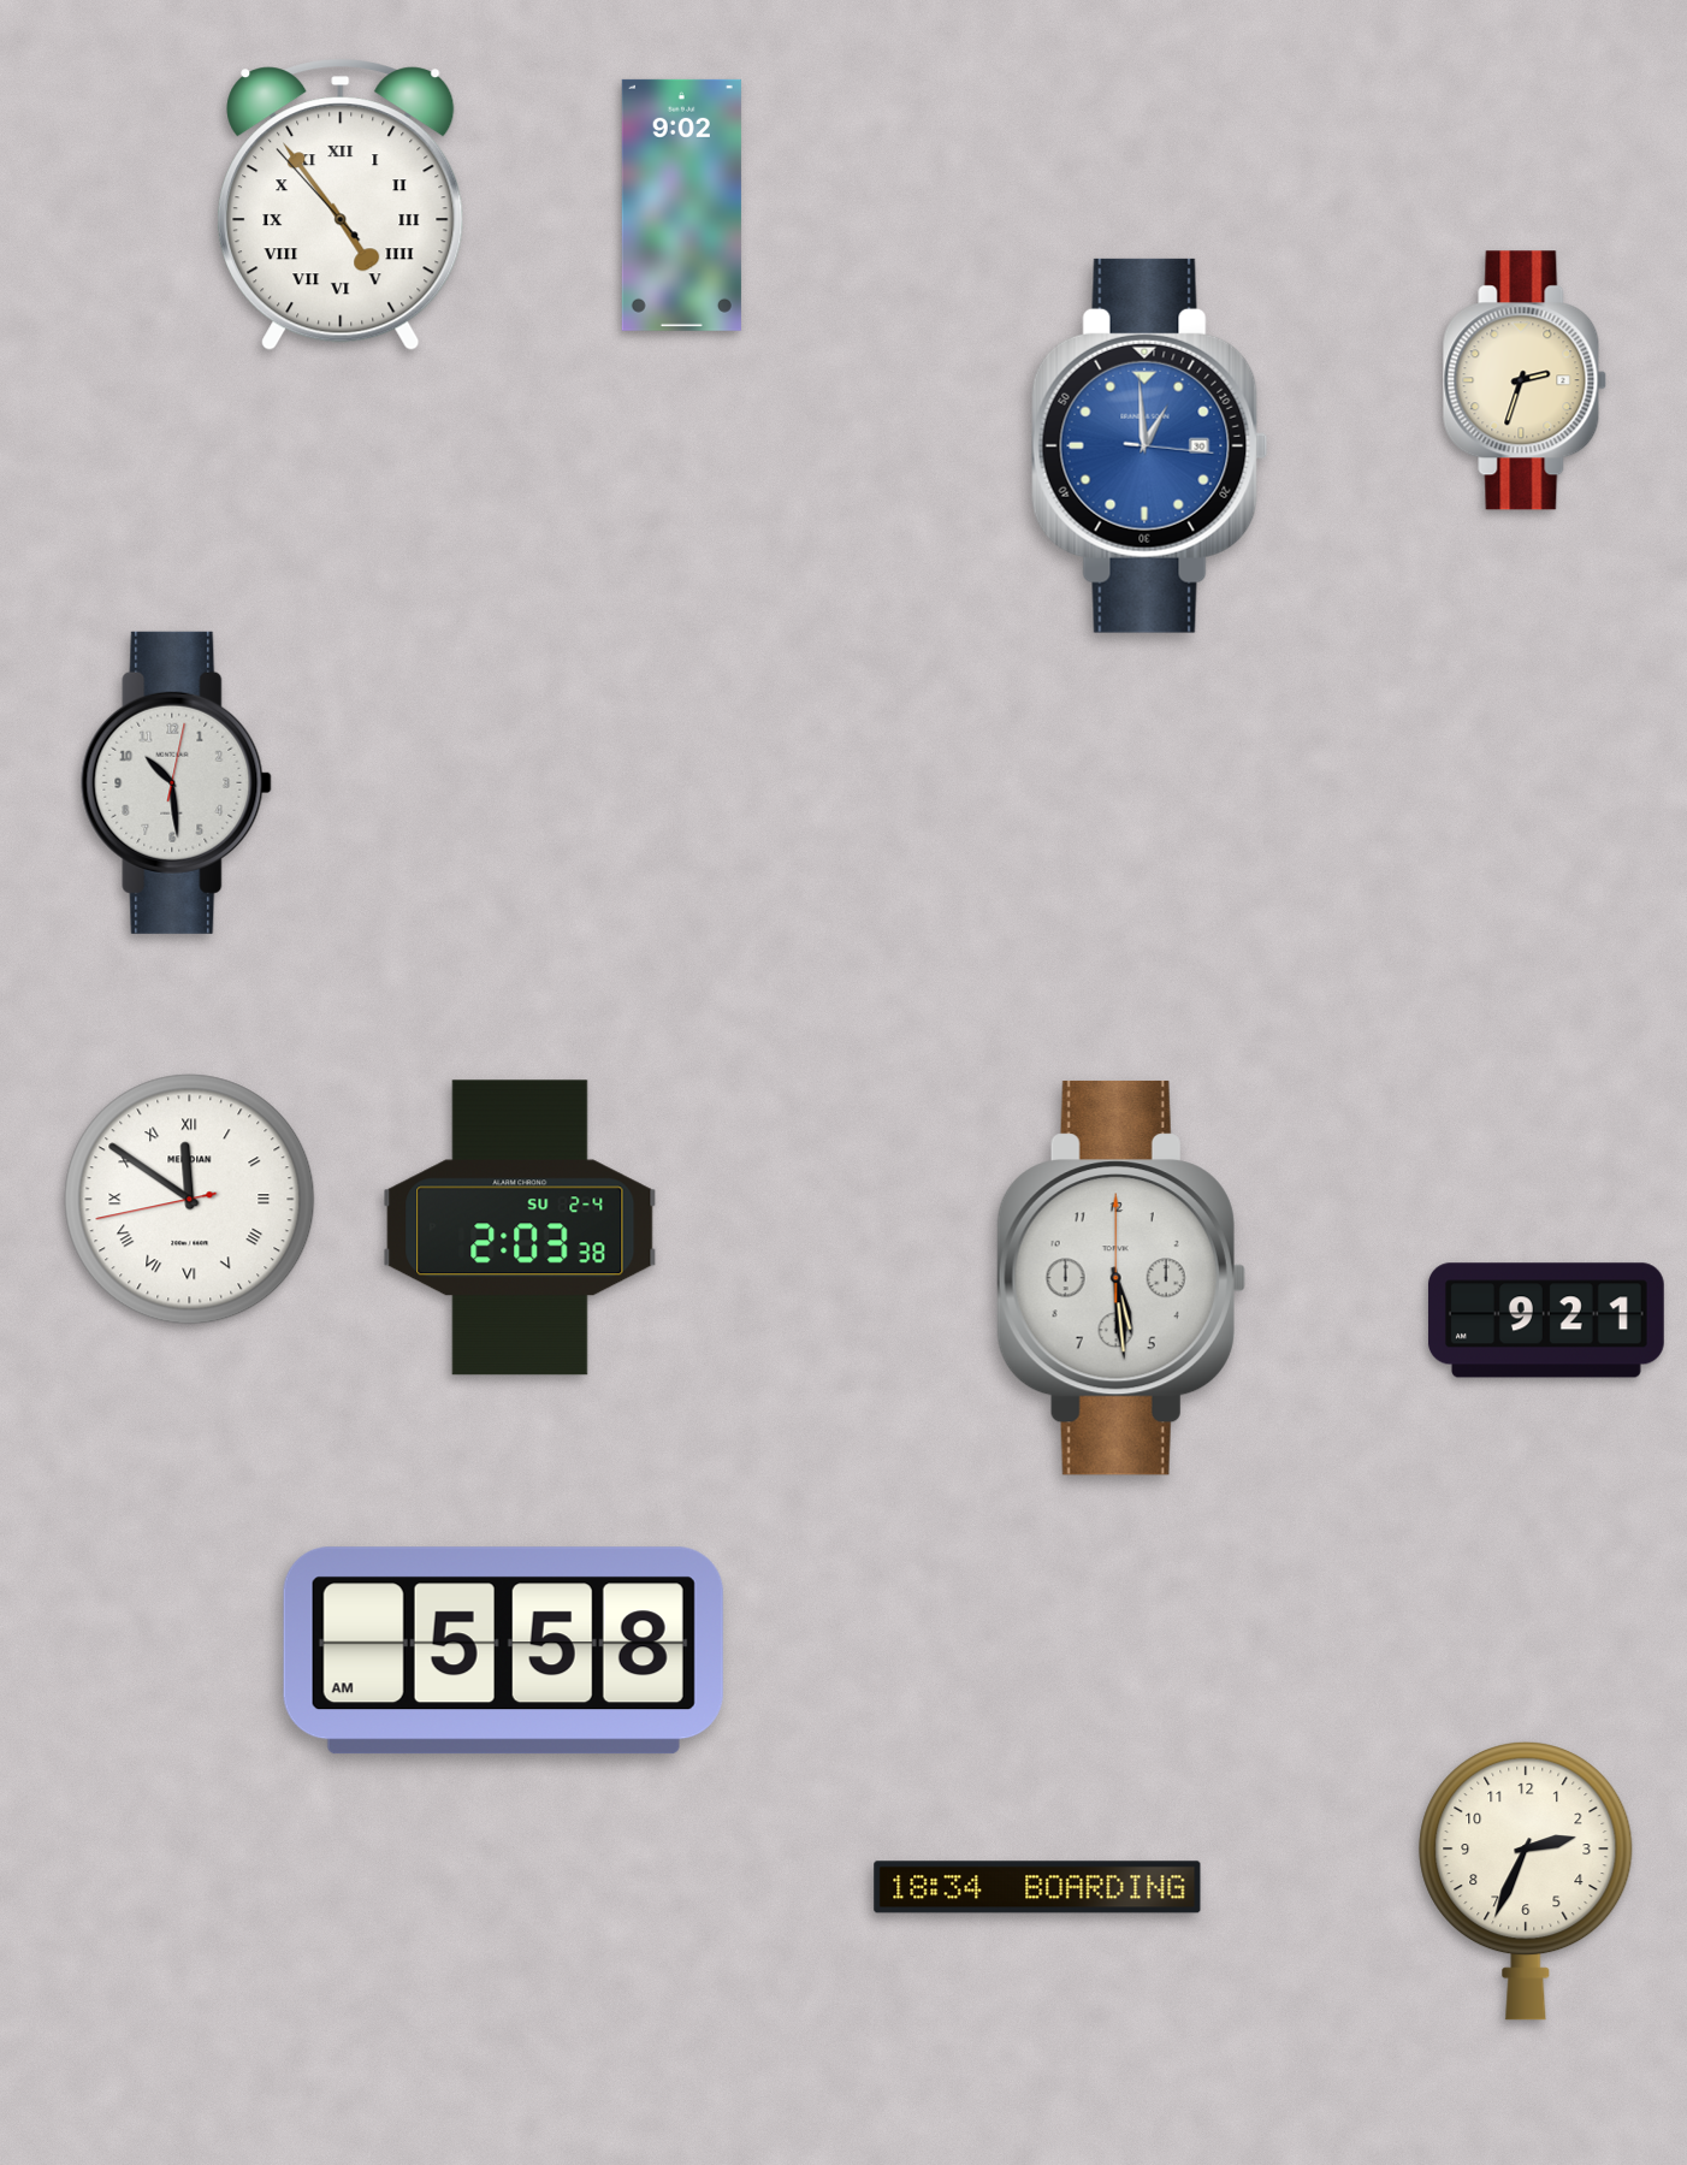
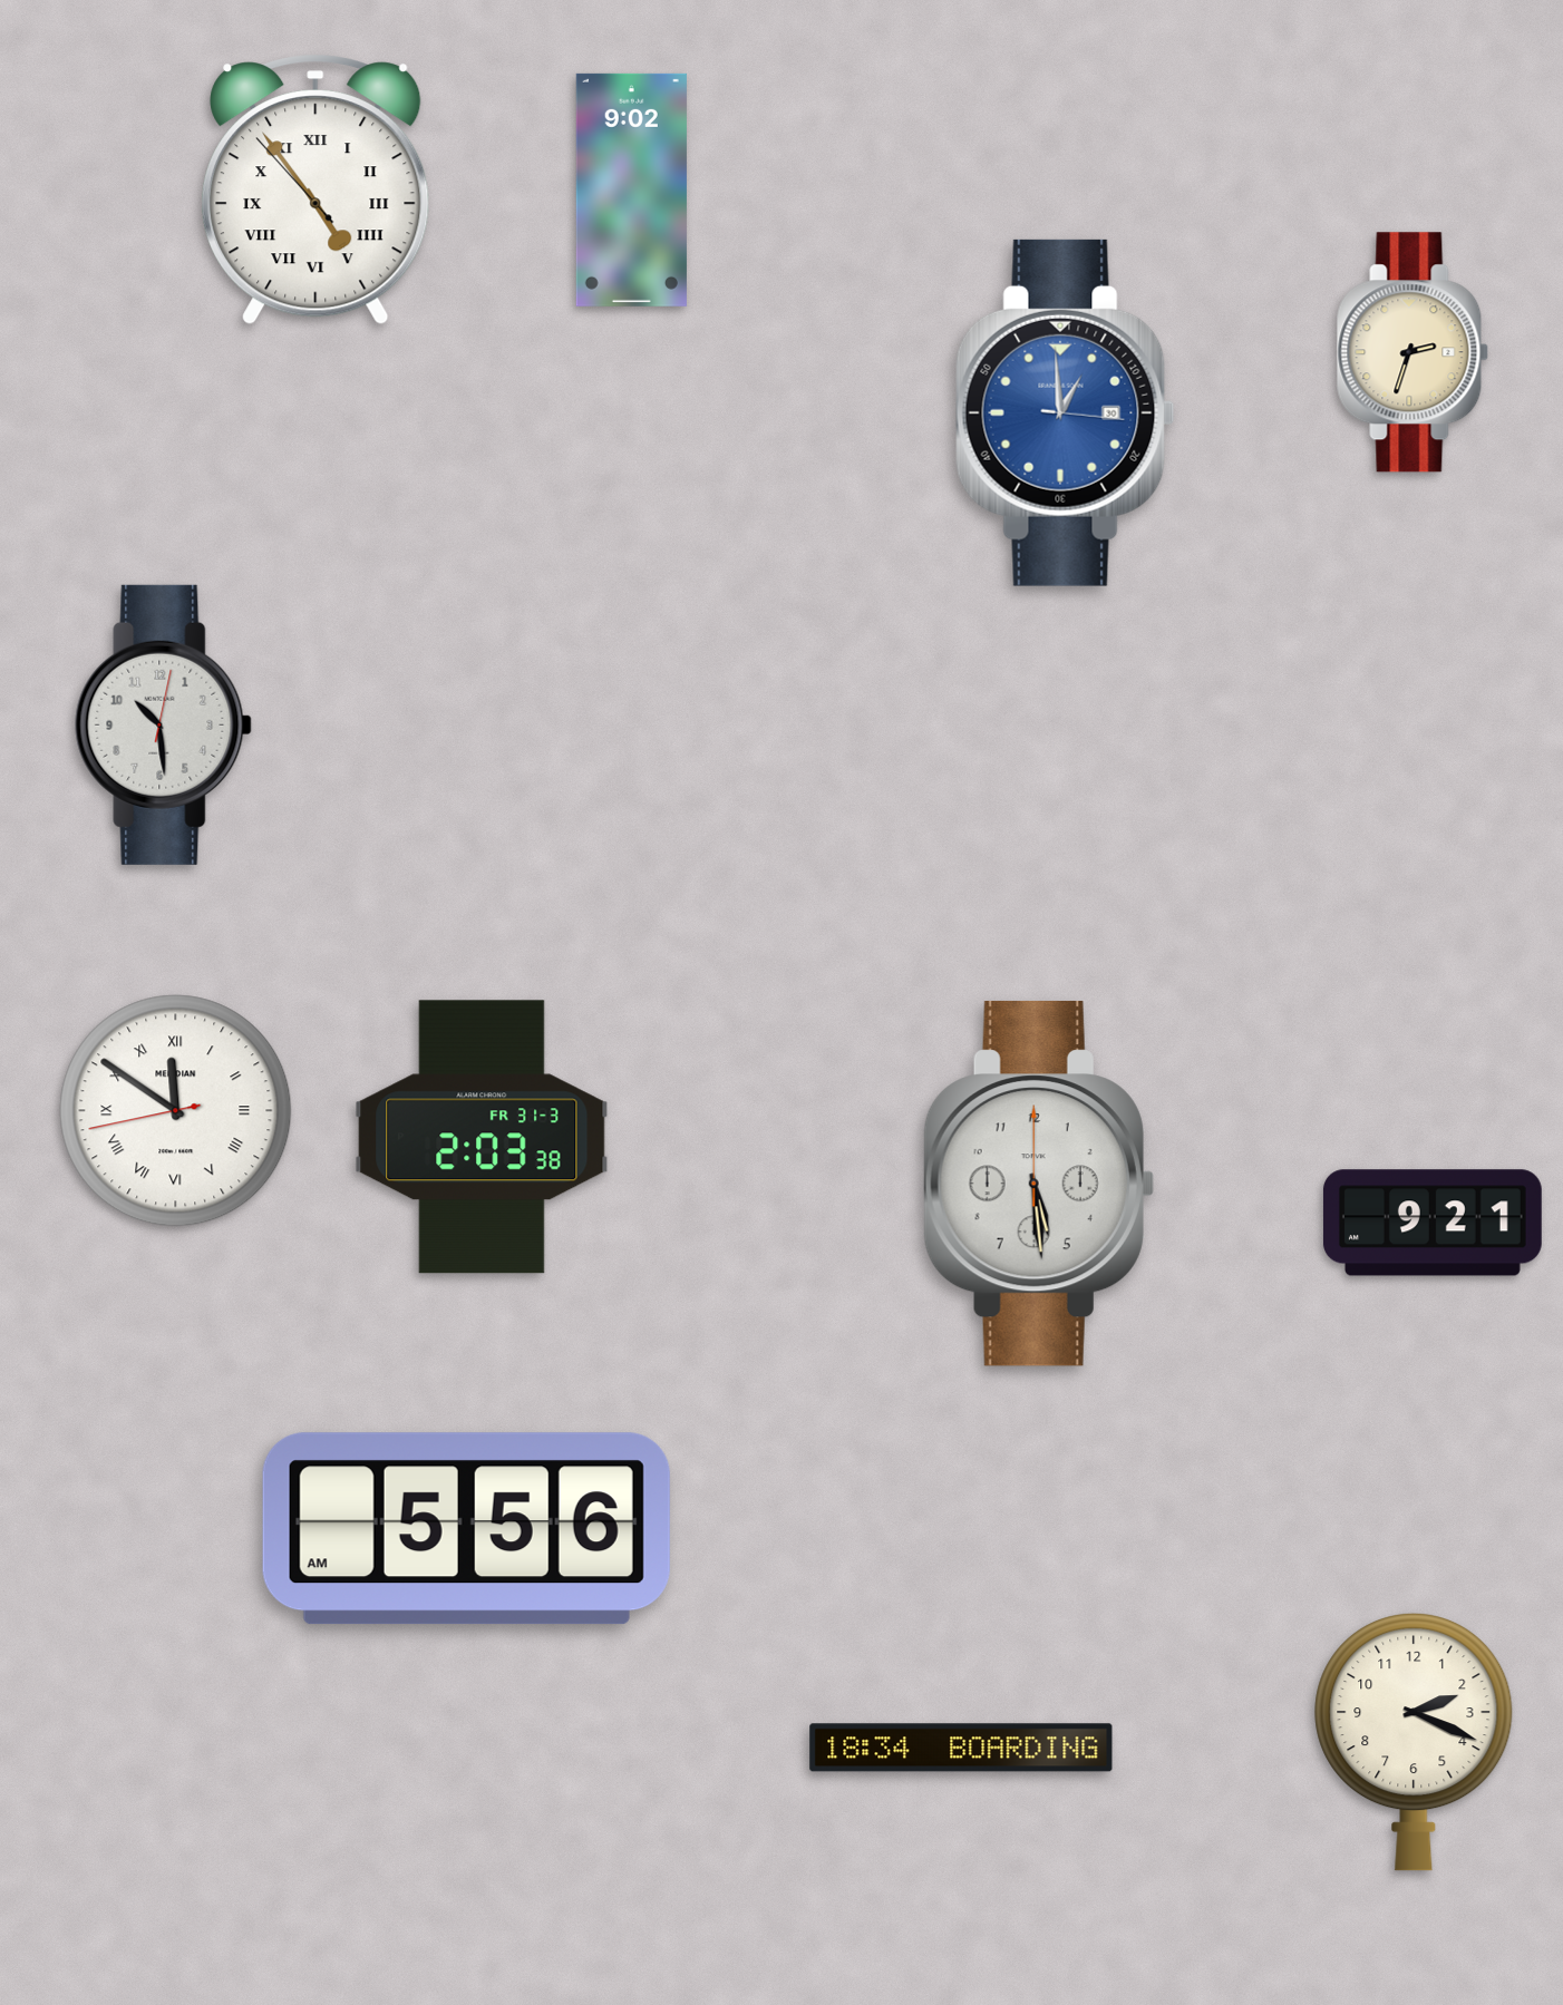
clock at (520, 1228) date: SU 2-4 -> FR 31-3
clock at (503, 1651): 5:58 -> 5:56
clock at (1526, 1881): 2:34 -> 2:19
